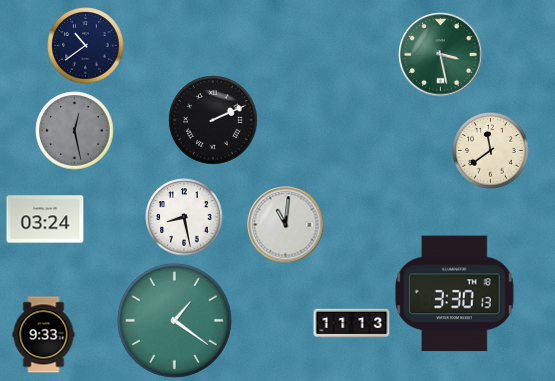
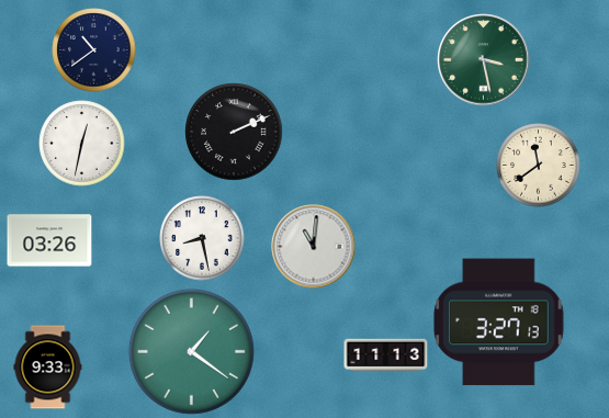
clock at (75, 131): 12:28 -> 12:32
clock at (75, 131) dial: grey -> white
clock at (45, 219): 03:24 -> 03:26
clock at (455, 294): 3:30 -> 3:27
